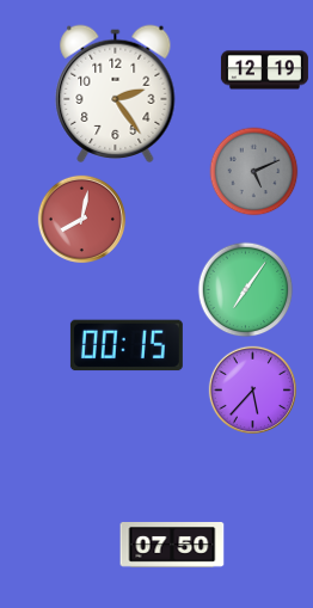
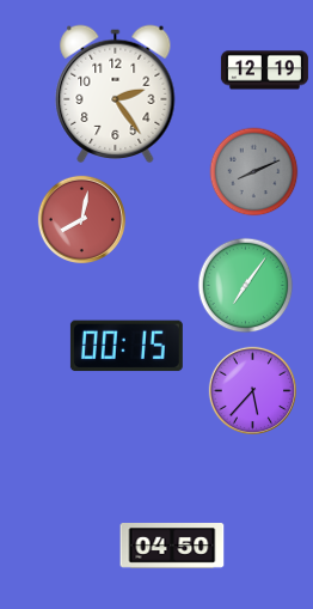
clock at (254, 172): 5:11 -> 8:11
clock at (246, 290) position: (246, 290) -> (246, 286)
clock at (172, 546): 07:50 -> 04:50
